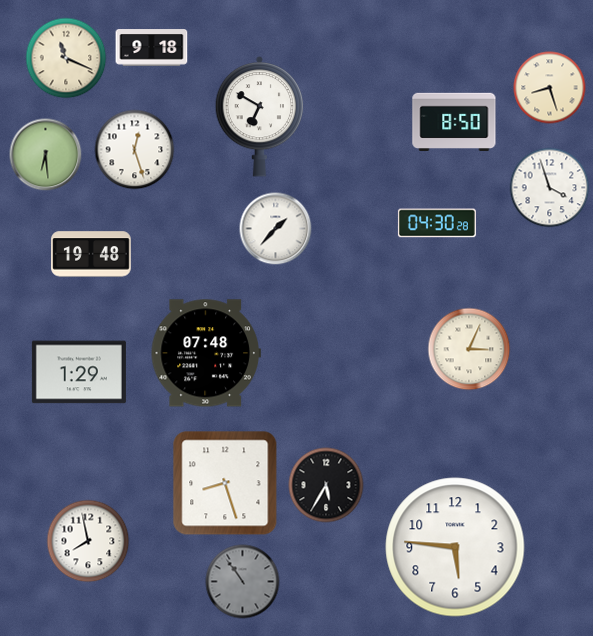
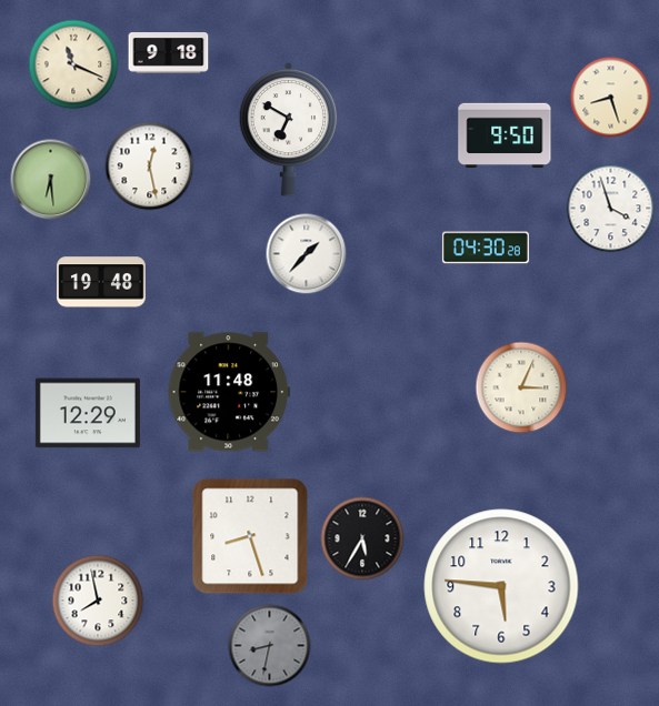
clock at (454, 121): 8:50 -> 9:50
clock at (135, 150): 12:27 -> 12:28
clock at (46, 155) position: (46, 155) -> (51, 180)
clock at (206, 353): 07:48 -> 11:48
clock at (79, 372): 1:29 -> 12:29
clock at (455, 547) position: (455, 547) -> (501, 586)
clock at (243, 582): 10:54 -> 8:32
